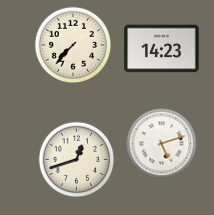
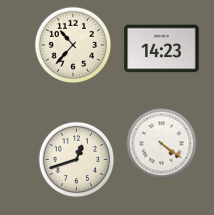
clock at (73, 45): 7:37 -> 10:37
clock at (162, 144): 5:12 -> 4:21
